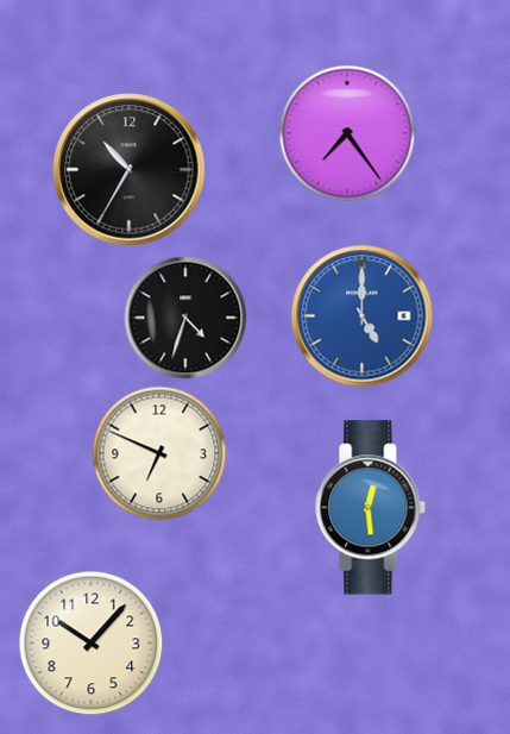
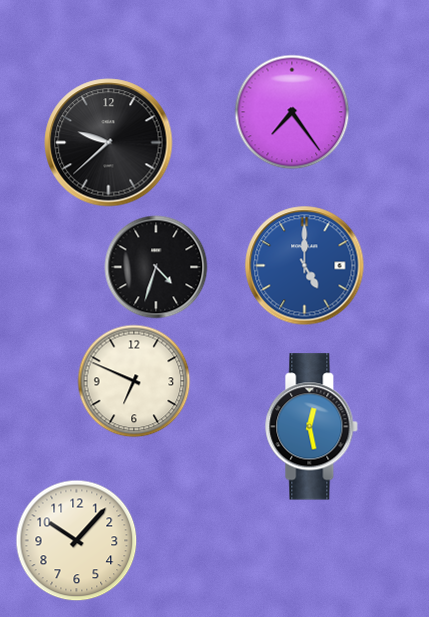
clock at (130, 170): 10:35 -> 9:38
clock at (371, 508): 12:29 -> 12:28
